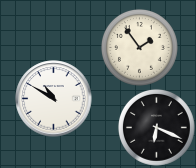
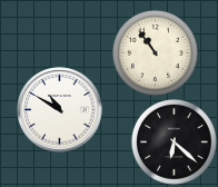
clock at (139, 47): 1:54 -> 10:54
clock at (156, 127): 6:19 -> 6:22
